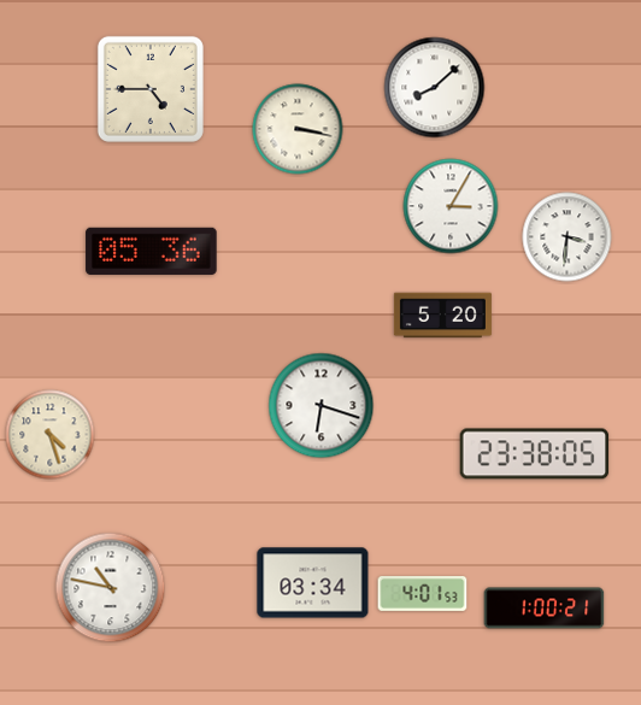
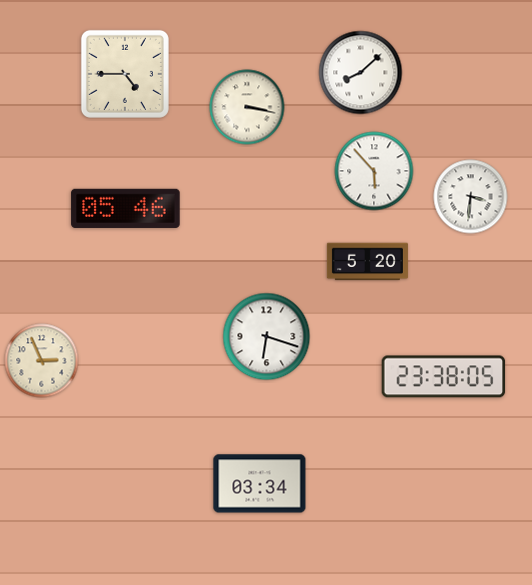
clock at (451, 206): 3:05 -> 5:53
clock at (152, 251): 05:36 -> 05:46
clock at (51, 435): 4:27 -> 2:56
clock at (111, 588): 10:47 -> none
clock at (423, 594): 4:01 -> none
clock at (545, 609): 1:00 -> none
